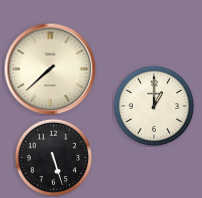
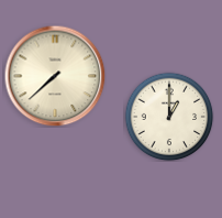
clock at (53, 157): 5:27 -> none
